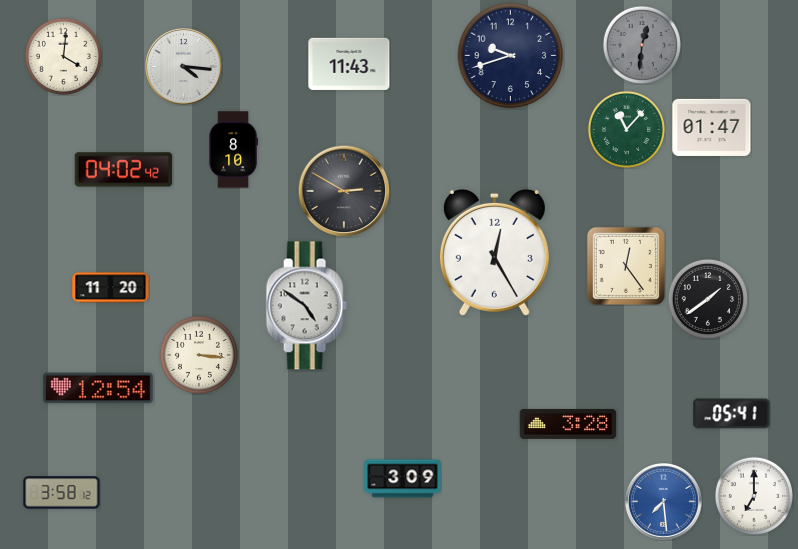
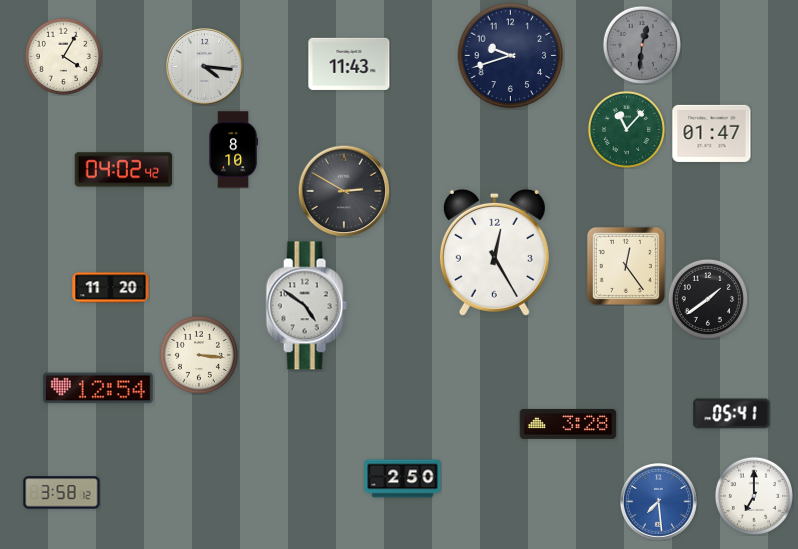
clock at (63, 56): 4:01 -> 4:05
clock at (184, 67) position: (184, 67) -> (205, 67)
clock at (712, 127) position: (712, 127) -> (712, 133)
clock at (403, 479): 3:09 -> 2:50
clock at (664, 502) position: (664, 502) -> (659, 502)
